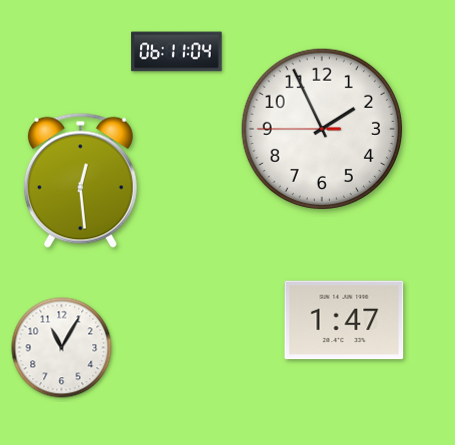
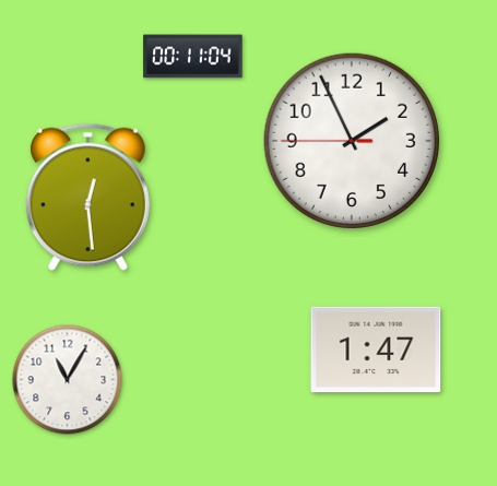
clock at (177, 52): 06:11 -> 00:11
